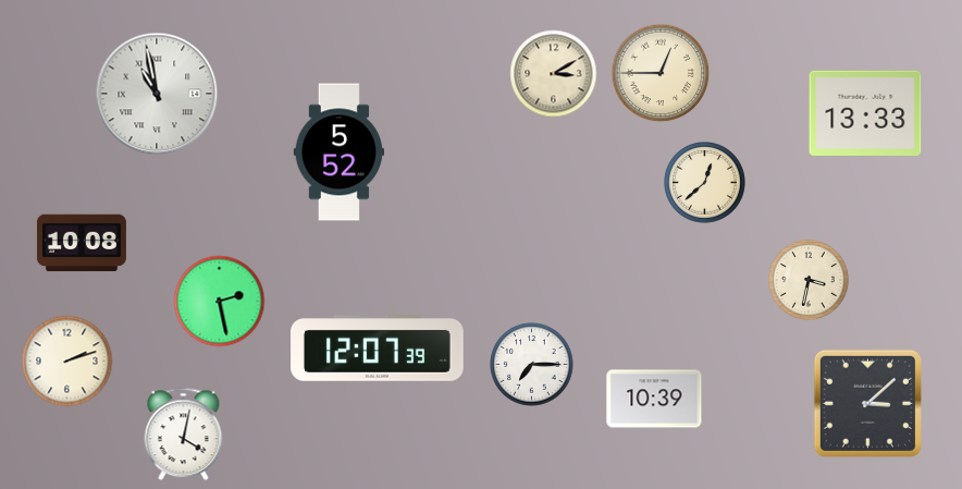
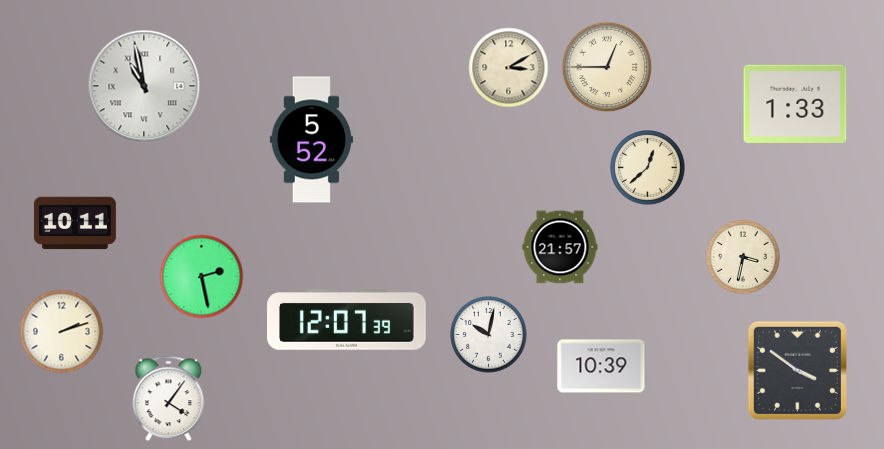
clock at (865, 113): 13:33 -> 1:33
clock at (82, 243): 10:08 -> 10:11
clock at (560, 247): none -> 21:57
clock at (532, 365): 7:15 -> 10:02
clock at (867, 403): 3:08 -> 3:51
clock at (184, 435): 4:02 -> 4:06
